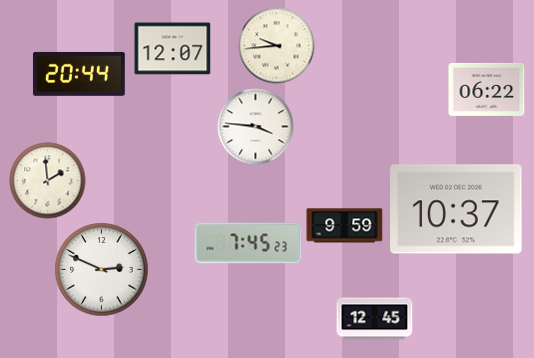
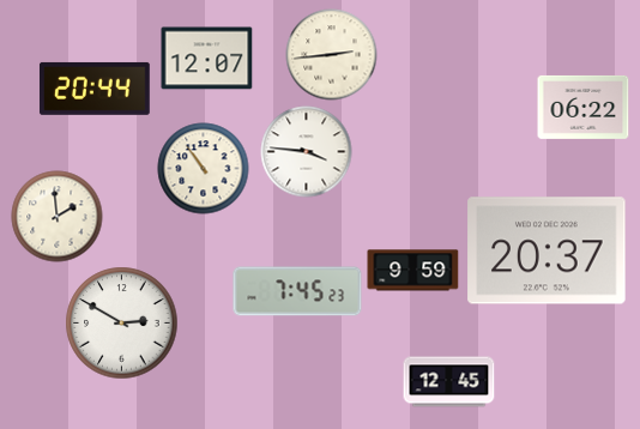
clock at (277, 46): 9:44 -> 2:44
clock at (204, 169): none -> 10:54
clock at (456, 209): 10:37 -> 20:37
clock at (102, 270): 2:49 -> 2:50
